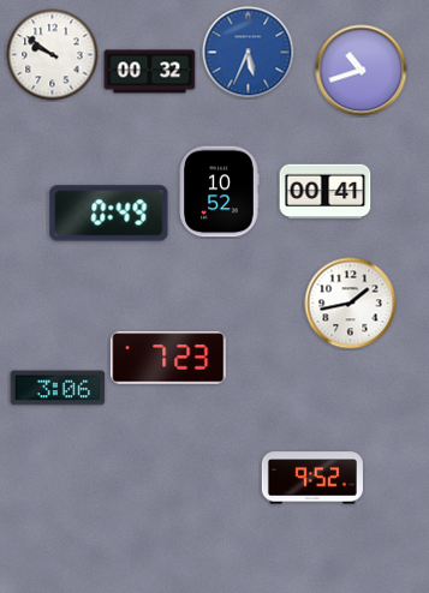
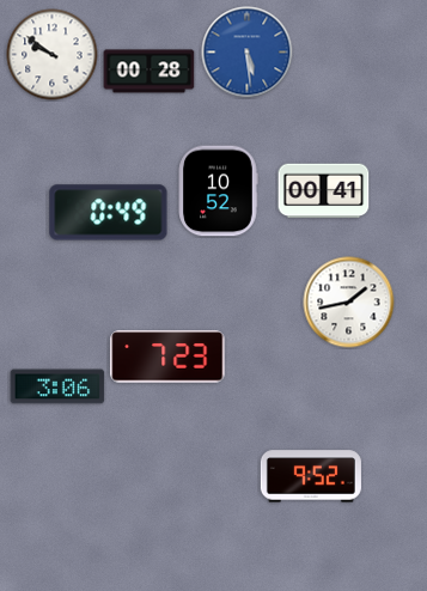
clock at (249, 53): 5:34 -> 5:29
clock at (362, 71): 10:42 -> none
clock at (150, 72): 00:32 -> 00:28
